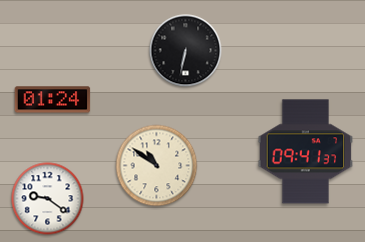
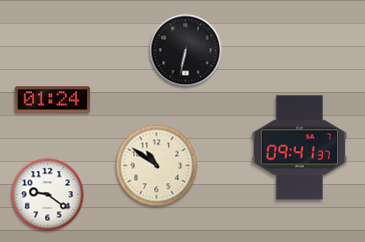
clock at (306, 152) position: (306, 152) -> (300, 148)
clock at (48, 199) position: (48, 199) -> (48, 195)
